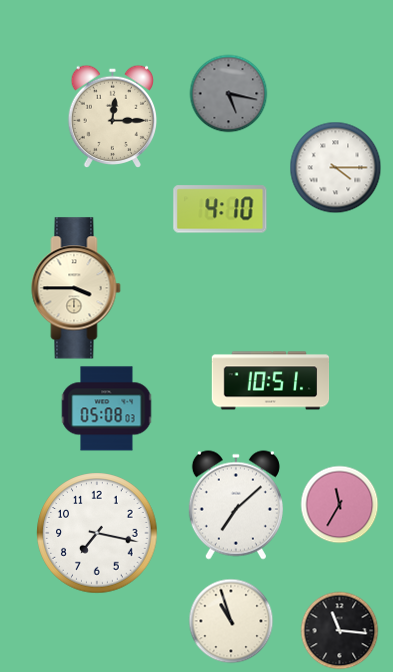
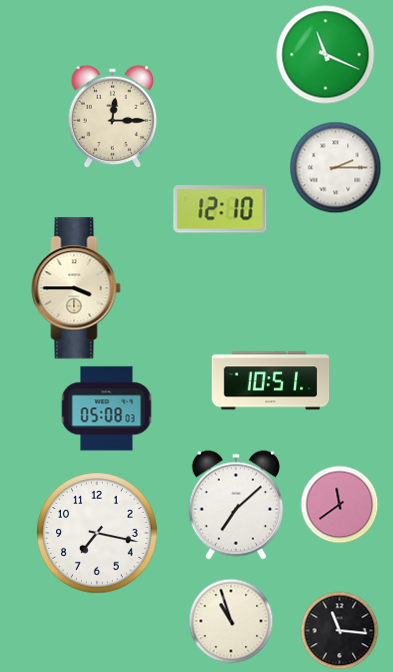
clock at (326, 55): none -> 11:19
clock at (228, 93): 5:17 -> none
clock at (335, 167): 4:15 -> 2:15
clock at (220, 209): 4:10 -> 12:10
clock at (339, 504): 11:35 -> 11:39
